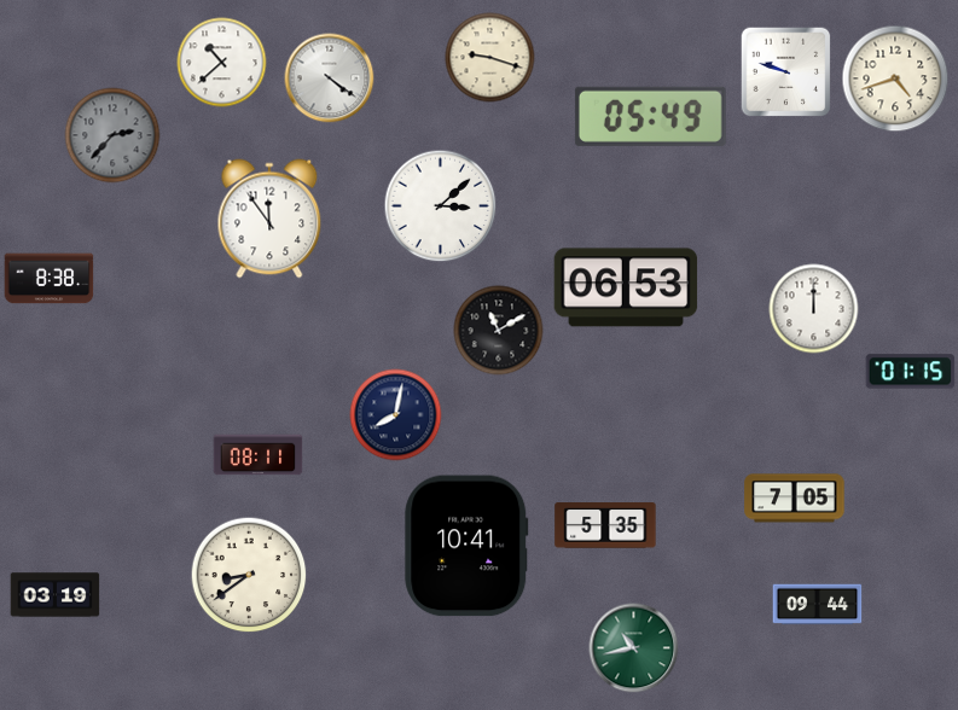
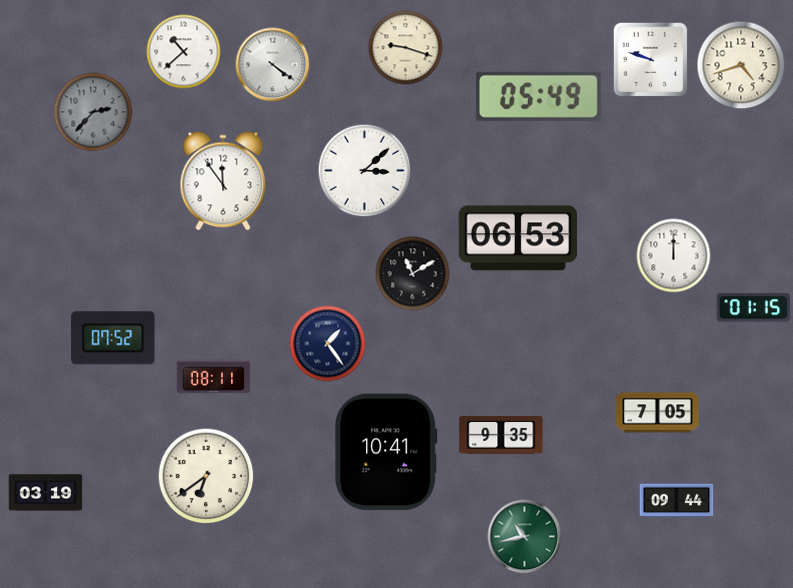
clock at (50, 279): 8:38 -> none
clock at (113, 338): none -> 07:52
clock at (396, 415): 8:02 -> 1:24
clock at (605, 525): 5:35 -> 9:35
clock at (249, 575): 8:39 -> 6:39
